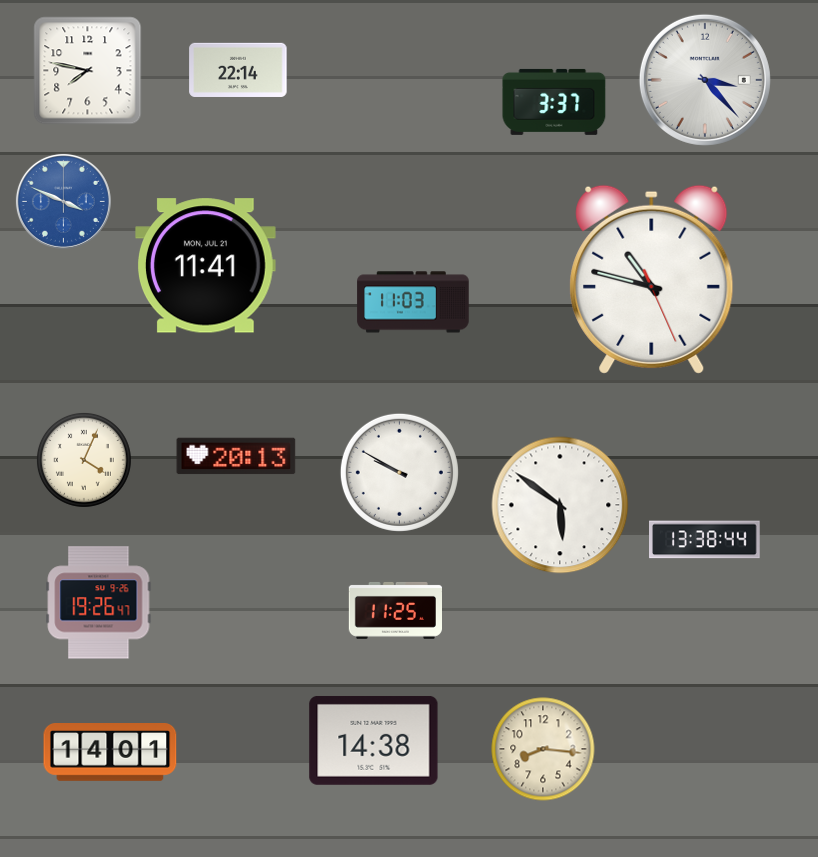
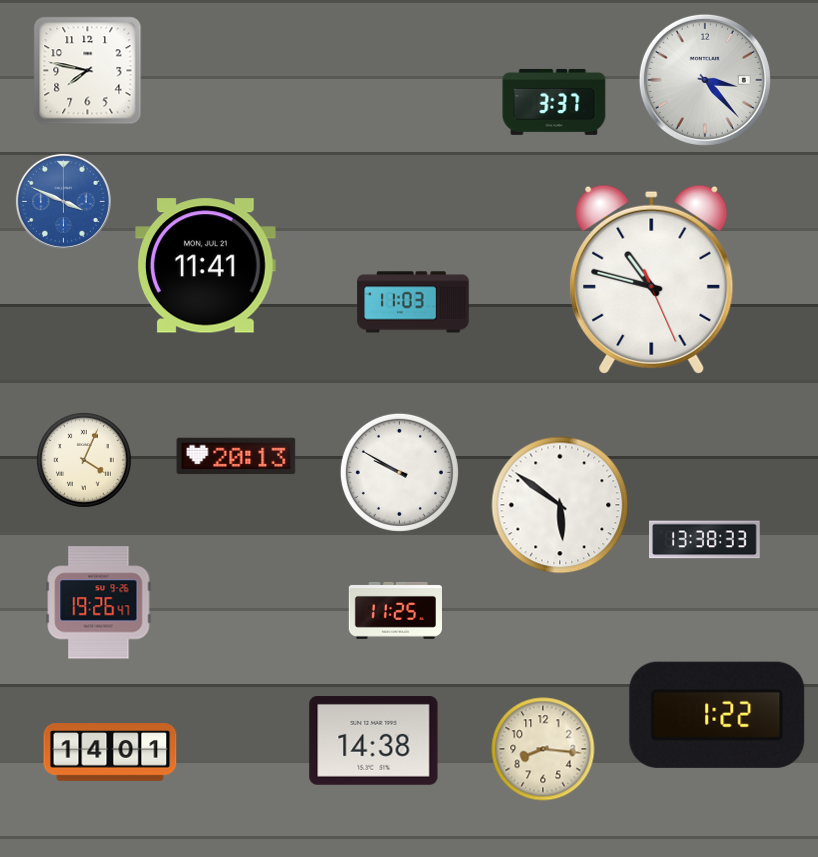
clock at (238, 70): 22:14 -> none
clock at (705, 540): 13:38:44 -> 13:38:33
clock at (717, 715): none -> 1:22
